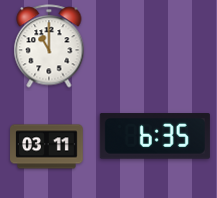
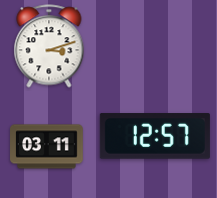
clock at (49, 46): 11:00 -> 3:12
clock at (155, 136): 6:35 -> 12:57
